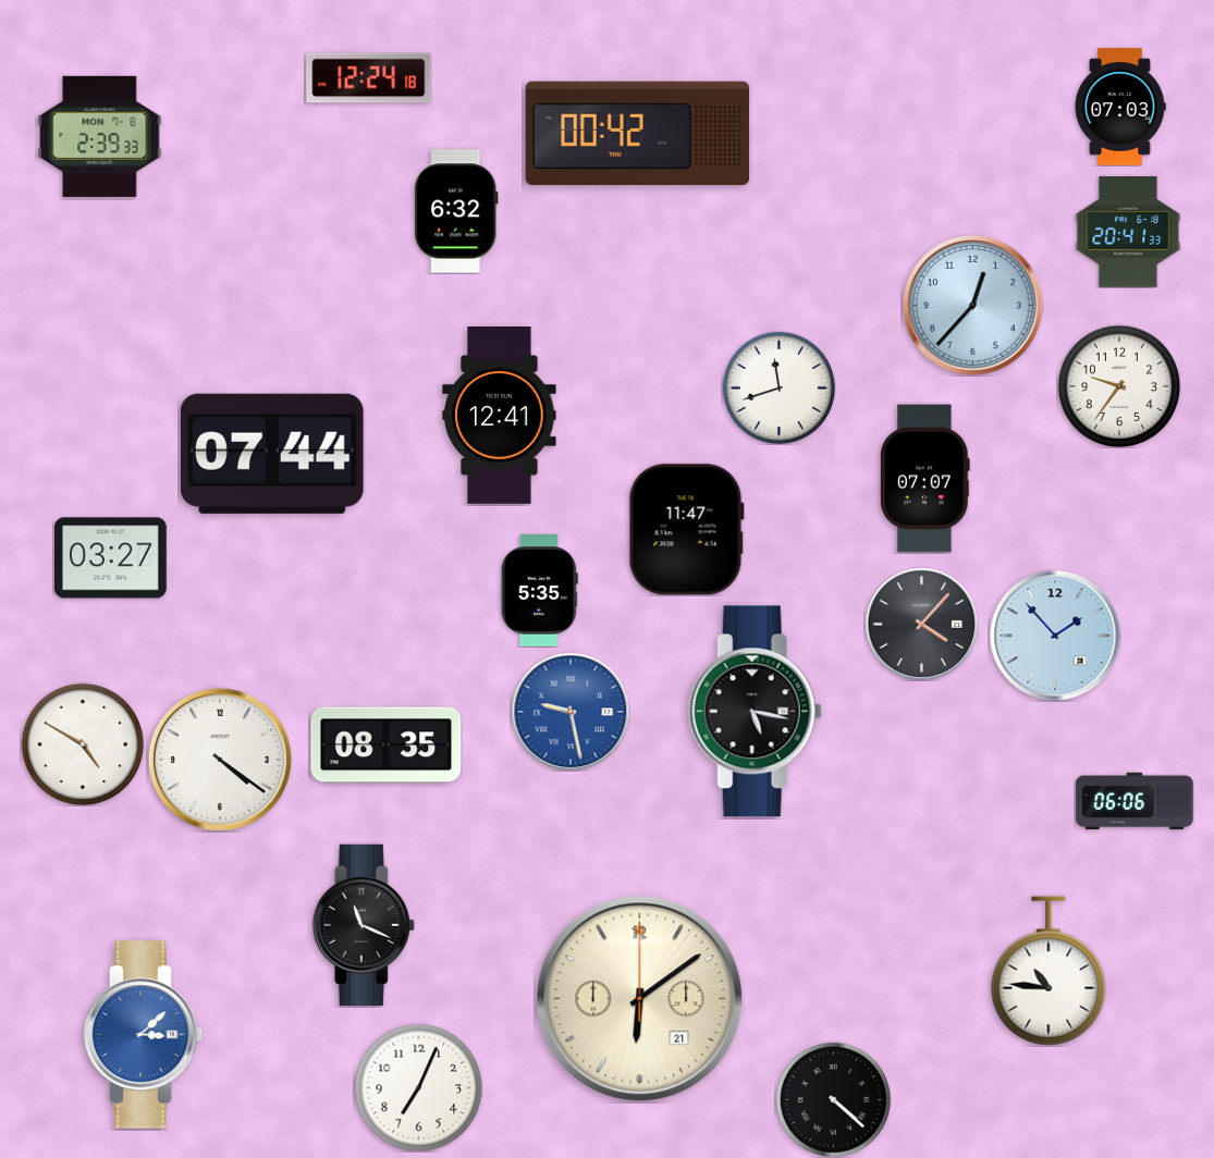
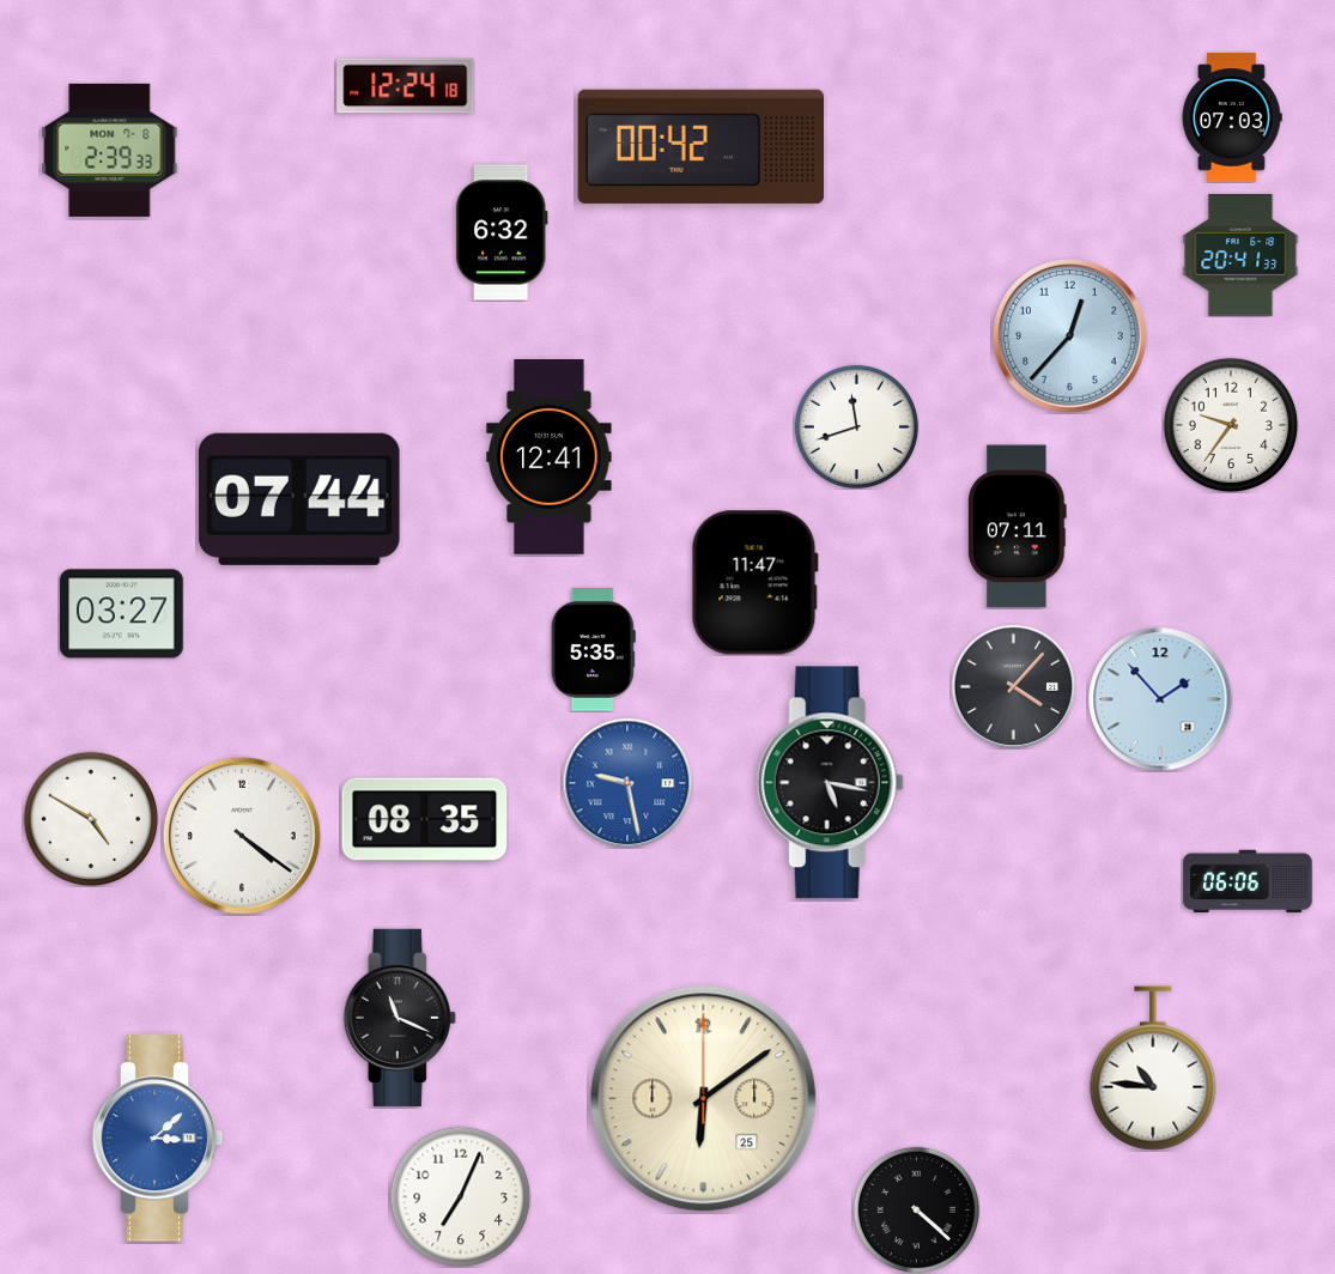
clock at (924, 479): 07:07 -> 07:11
clock at (640, 999) date: 21 -> 25
